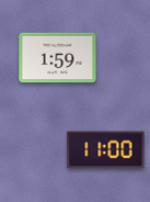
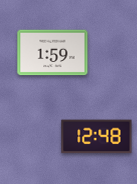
clock at (106, 150): 11:00 -> 12:48
